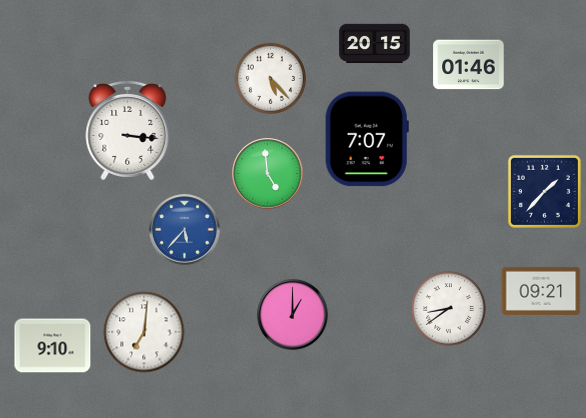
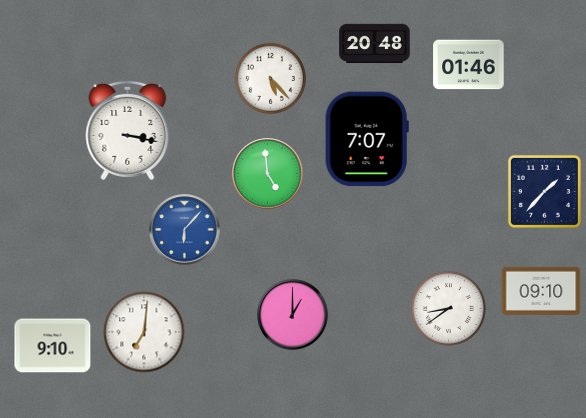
clock at (375, 44): 20:15 -> 20:48
clock at (128, 130): 3:16 -> 3:17
clock at (185, 230): 5:37 -> 6:07
clock at (541, 291): 09:21 -> 09:10
